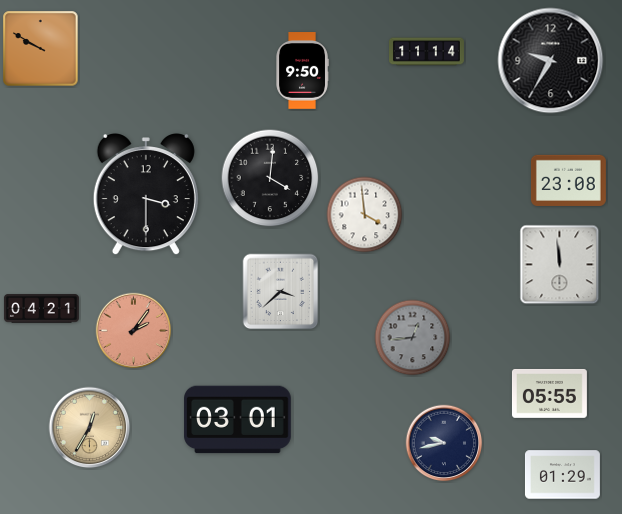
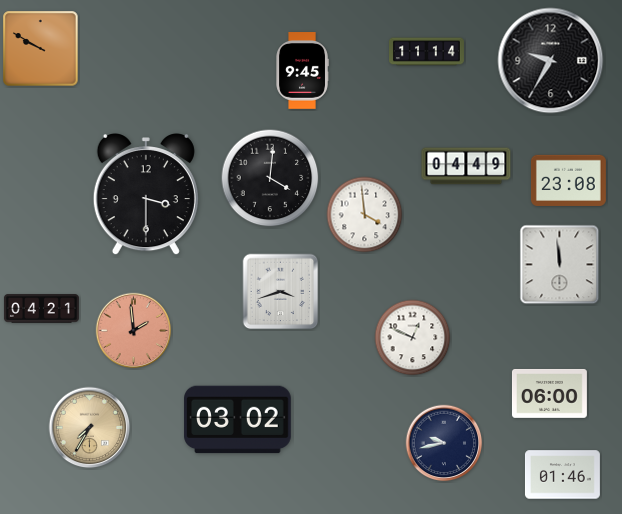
clock at (302, 71): 9:50 -> 9:45
clock at (466, 166): none -> 04:49
clock at (281, 292): 3:38 -> 3:42
clock at (134, 331): 2:06 -> 1:59
clock at (413, 338): 12:44 -> 12:49
clock at (413, 338) dial: grey -> white
clock at (549, 393): 05:55 -> 06:00
clock at (238, 420): 03:01 -> 03:02
clock at (90, 428): 12:35 -> 7:35
clock at (562, 475): 01:29 -> 01:46
